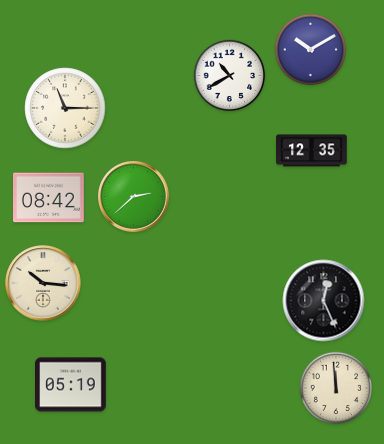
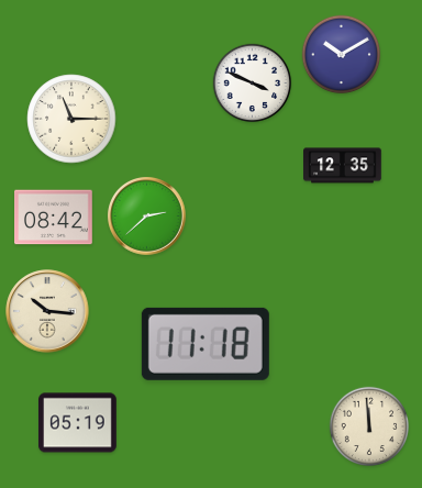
clock at (230, 76): 10:40 -> 3:49
clock at (324, 301): 12:26 -> none
clock at (206, 344): none -> 11:18
